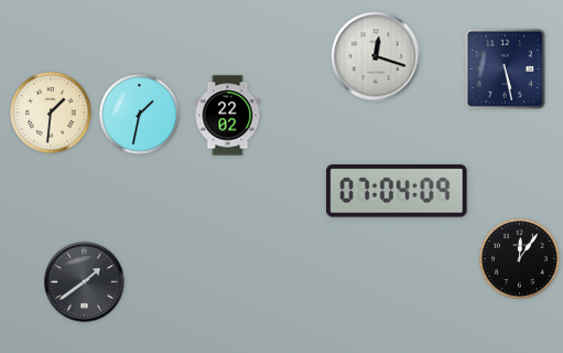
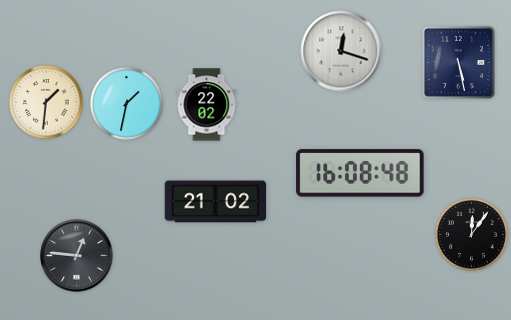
clock at (397, 191): 07:04 -> 16:08
clock at (216, 202): none -> 21:02
clock at (85, 282): 1:39 -> 12:46
